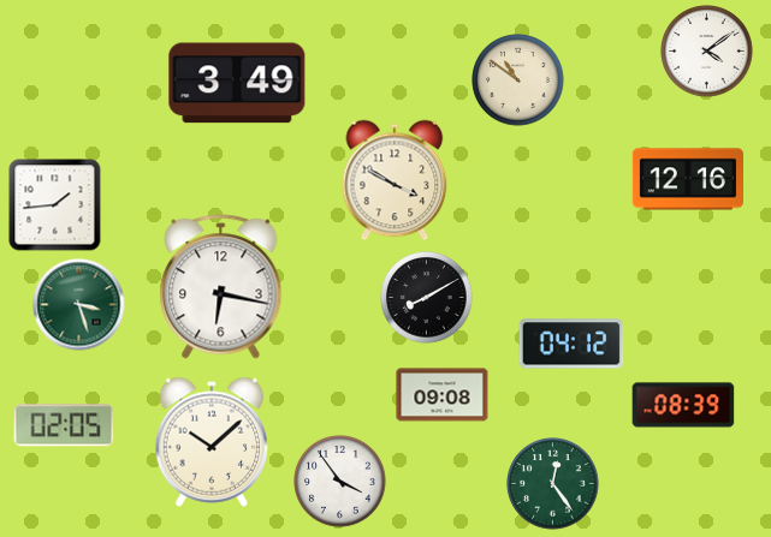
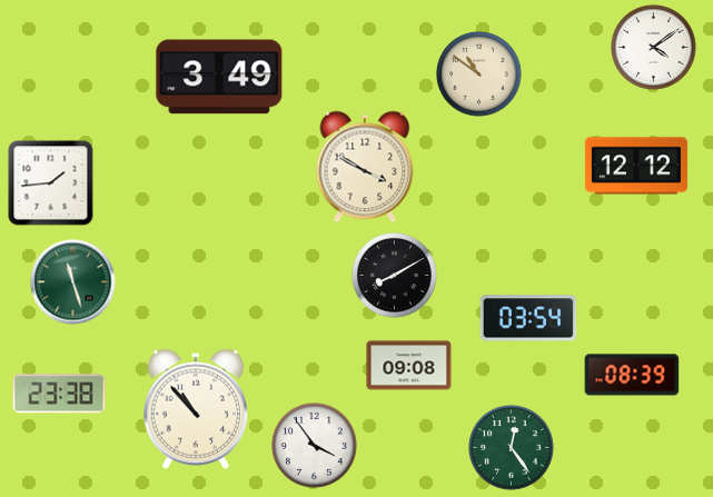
clock at (688, 179): 12:16 -> 12:12
clock at (55, 205) position: (55, 205) -> (51, 183)
clock at (221, 287): 6:17 -> none
clock at (79, 305): 3:27 -> 11:27
clock at (571, 344): 04:12 -> 03:54
clock at (64, 425): 02:05 -> 23:38
clock at (212, 442): 10:08 -> 10:53
